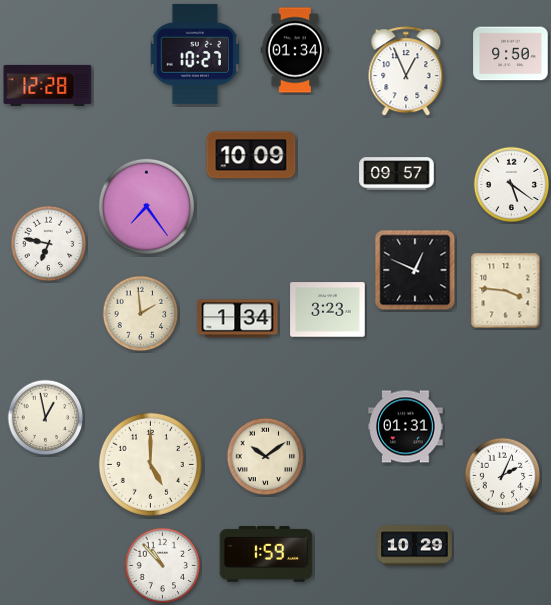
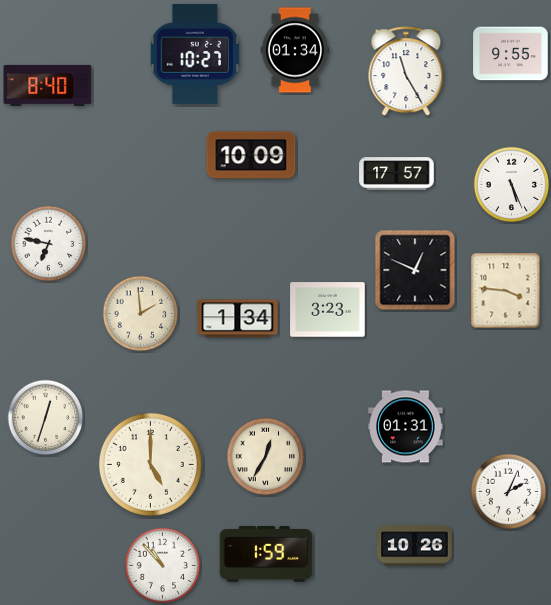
clock at (511, 54): 9:50 -> 9:55
clock at (406, 72): 12:56 -> 11:25
clock at (48, 85): 12:28 -> 8:40
clock at (397, 174): 09:57 -> 17:57
clock at (512, 185): 5:21 -> 5:26
clock at (146, 206): 7:24 -> none
clock at (46, 418): 12:58 -> 12:33
clock at (266, 457): 10:09 -> 12:35
clock at (503, 476) position: (503, 476) -> (509, 492)
clock at (415, 546): 10:29 -> 10:26
